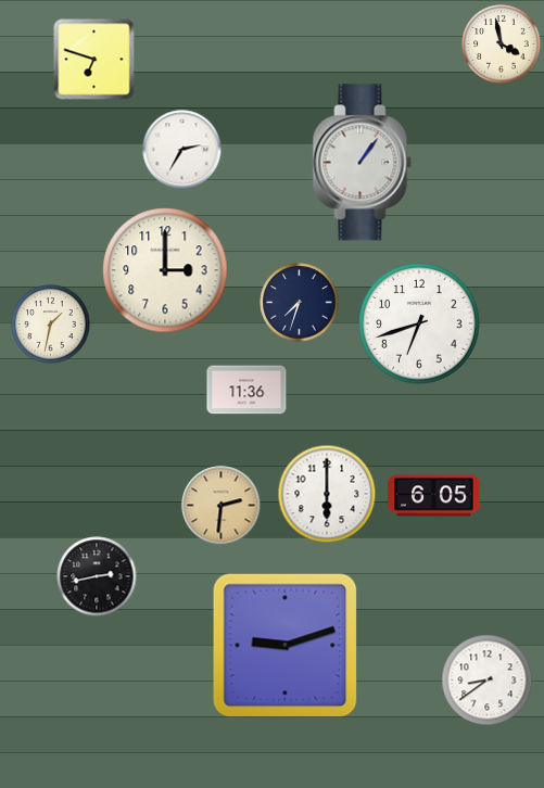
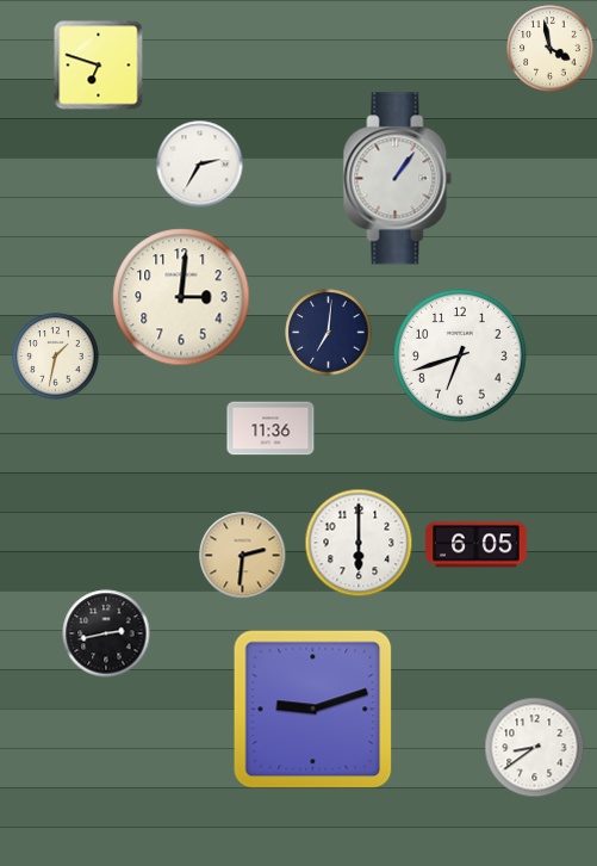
clock at (94, 60) position: (94, 60) -> (99, 66)
clock at (165, 270): 3:00 -> 3:01
clock at (300, 303): 7:33 -> 7:01
